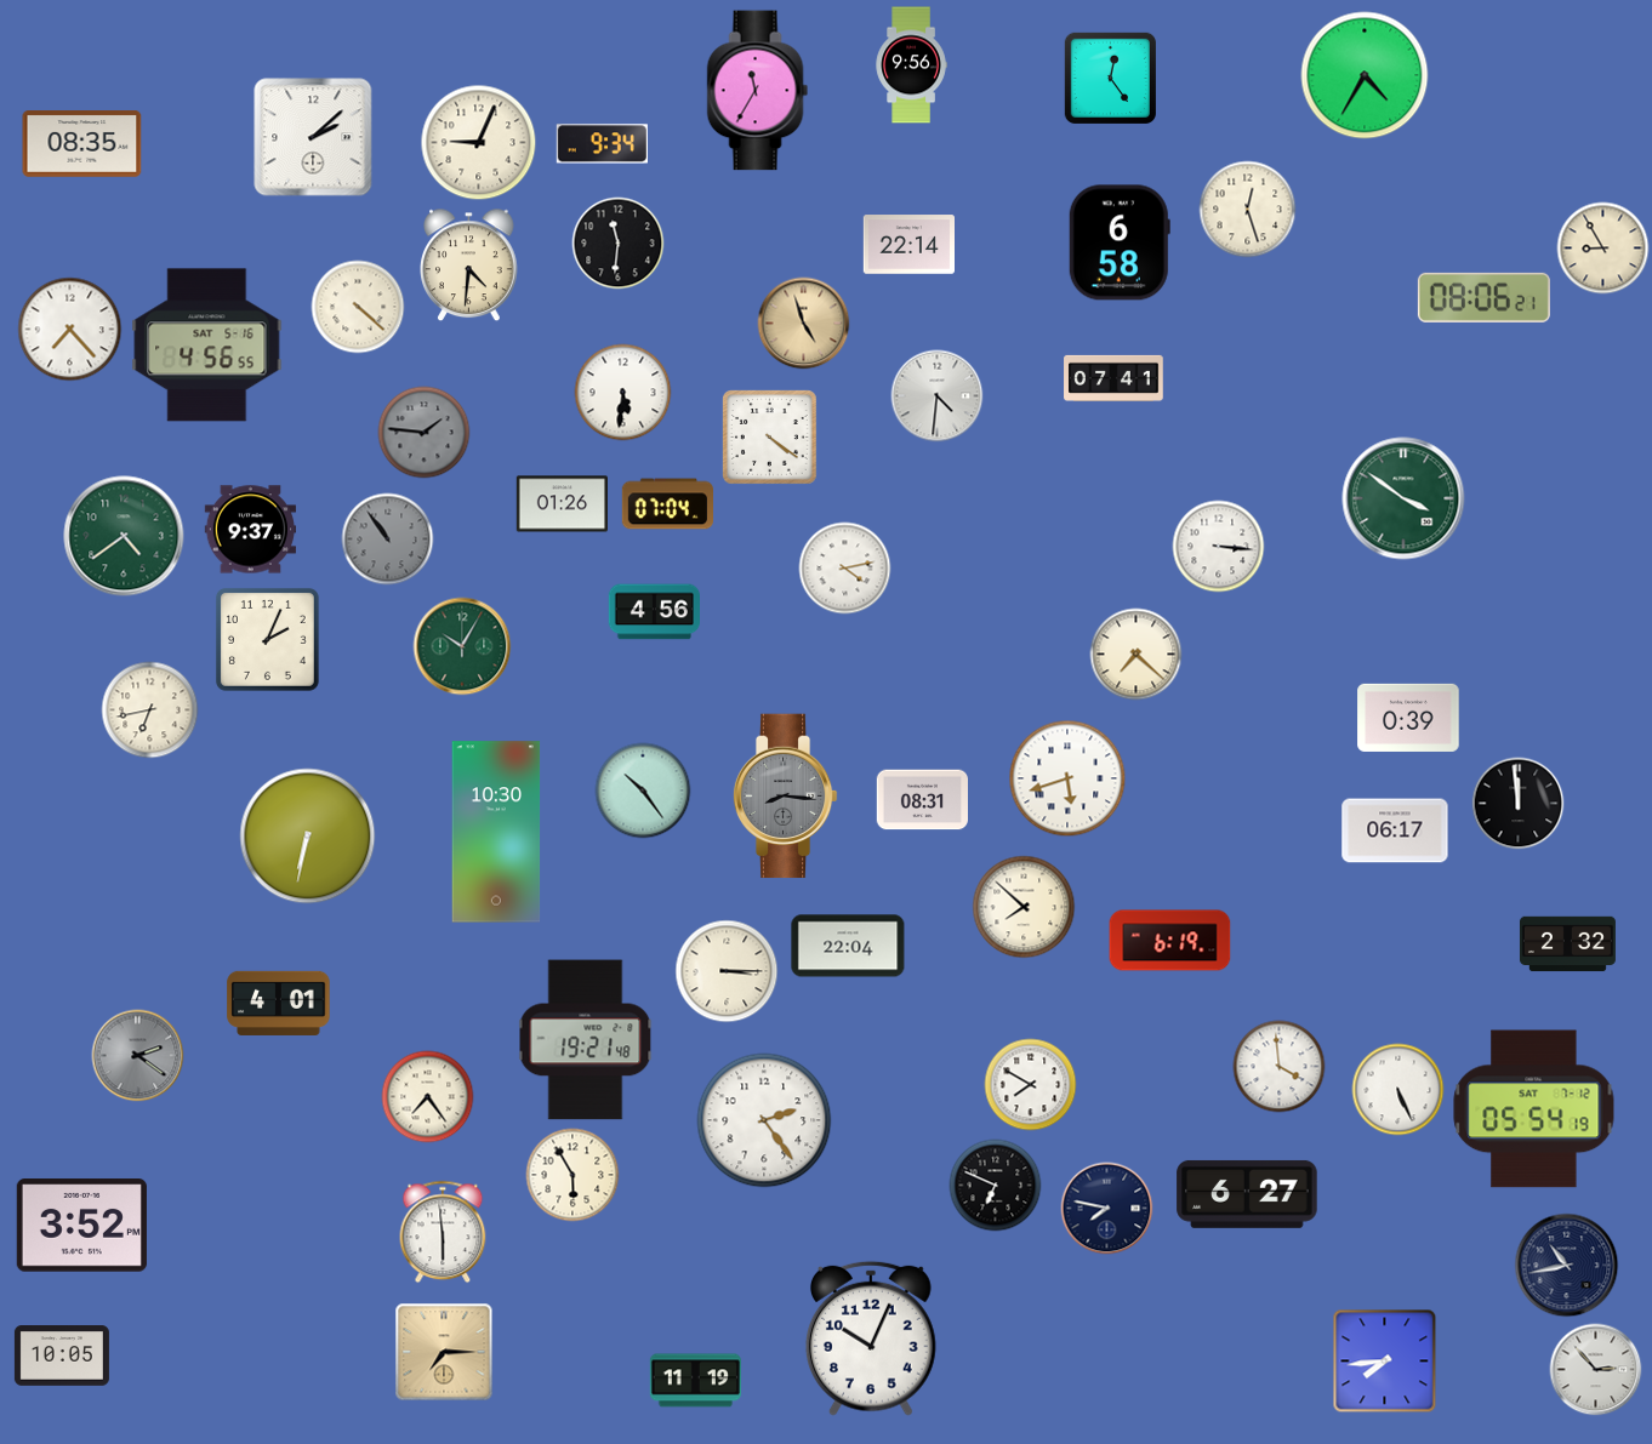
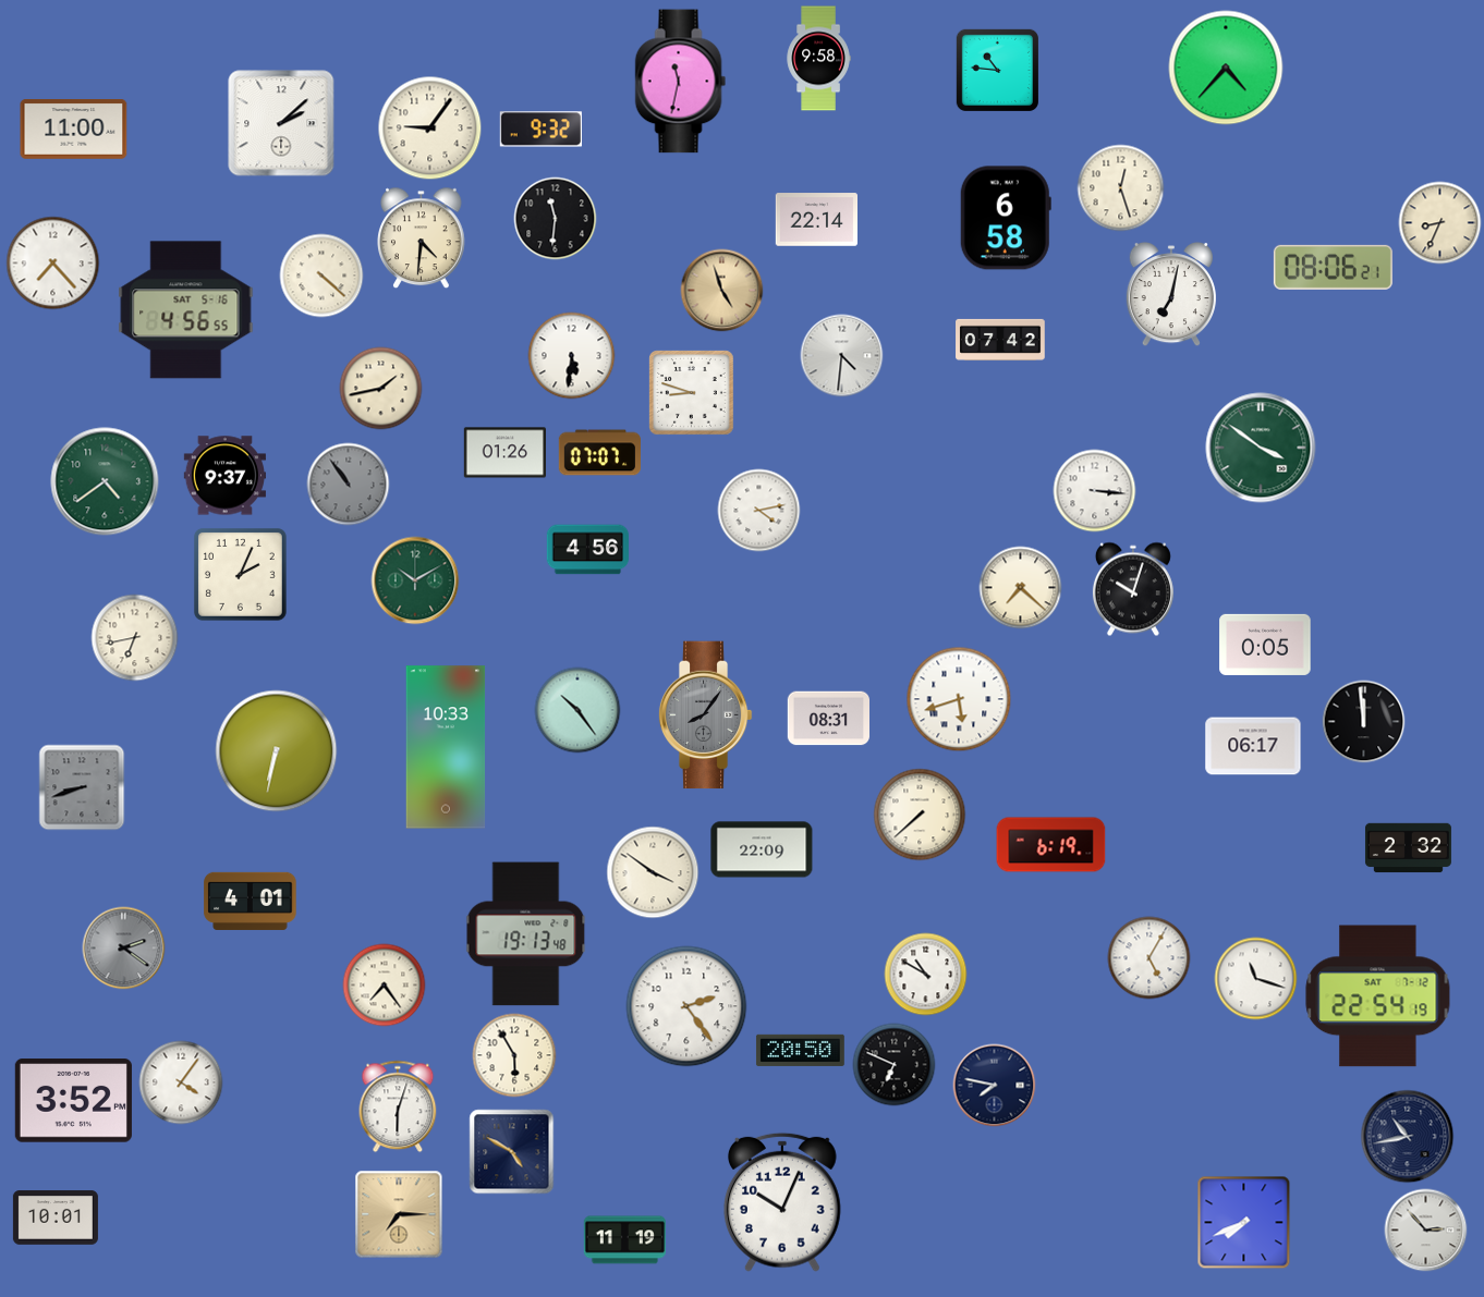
clock at (911, 65): 9:56 -> 9:58
clock at (1365, 75): 4:35 -> 4:37
clock at (1110, 78): 12:24 -> 10:46
clock at (758, 91): 11:35 -> 11:32
clock at (479, 143): 9:04 -> 9:06
clock at (82, 144): 08:35 -> 11:00
clock at (602, 144): 9:34 -> 9:32
clock at (1603, 249): 8:55 -> 8:34
clock at (1171, 295): none -> 7:02
clock at (70, 330) position: (70, 330) -> (53, 264)
clock at (1113, 378): 07:41 -> 07:42
clock at (623, 393) position: (623, 393) -> (572, 356)
clock at (425, 433): 1:46 -> 1:43
clock at (425, 433) dial: grey -> cream
clock at (770, 438): 4:21 -> 8:48
clock at (667, 504): 07:04 -> 07:07
clock at (124, 536) position: (124, 536) -> (105, 481)
clock at (462, 646): 10:05 -> 10:10
clock at (1133, 589): none -> 10:03
clock at (1408, 718): 0:39 -> 0:05
clock at (785, 797): 8:16 -> 8:06
clock at (496, 832): 10:30 -> 10:33
clock at (82, 787): none -> 8:42
clock at (1024, 907): 7:52 -> 7:38
clock at (848, 946): 22:04 -> 22:09
clock at (727, 971): 3:15 -> 3:51
clock at (586, 1040): 19:21 -> 19:13
clock at (1280, 1067): 3:59 -> 5:05
clock at (1031, 1085): 7:50 -> 10:50
clock at (1398, 1090): 5:26 -> 11:18
clock at (1534, 1109): 05:54 -> 22:54
clock at (800, 1050): none -> 20:50
clock at (1247, 1194): 6:27 -> none
clock at (181, 1082): none -> 4:06
clock at (443, 1232): 5:59 -> 6:03
clock at (512, 1152): none -> 4:50
clock at (62, 1355): 10:05 -> 10:01
clock at (1385, 1362): 7:44 -> 7:41
clock at (1596, 1370) position: (1596, 1370) -> (1426, 1231)
